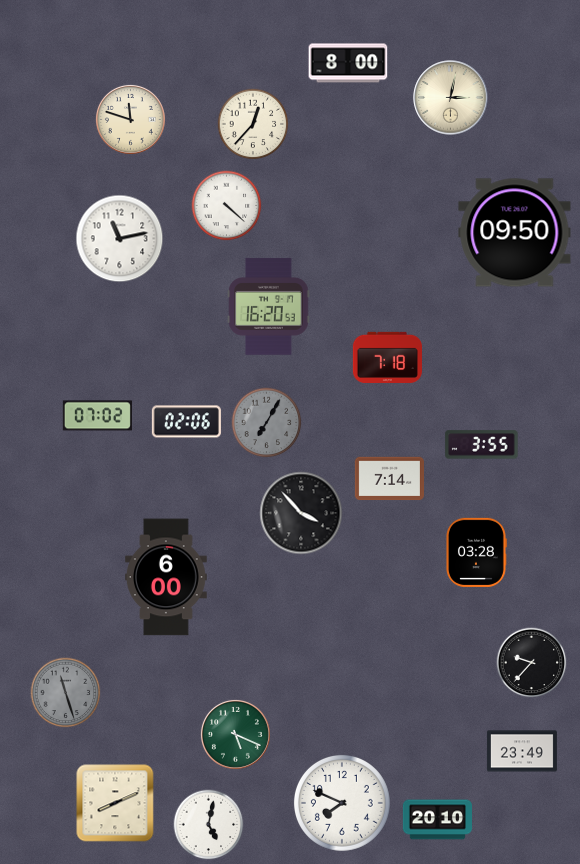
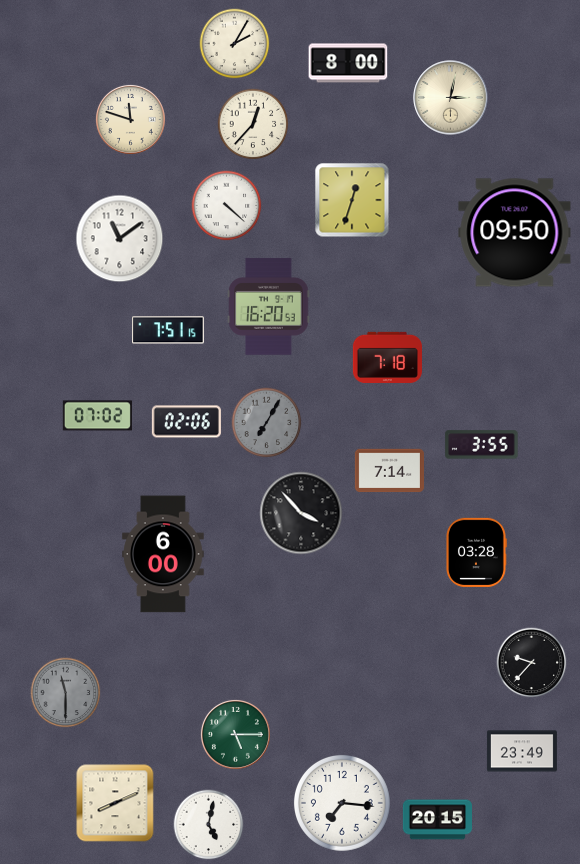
clock at (235, 44): none -> 2:05
clock at (352, 200): none -> 12:33
clock at (120, 239): 11:13 -> 11:09
clock at (168, 330): none -> 7:51
clock at (389, 479) position: (389, 479) -> (389, 471)
clock at (167, 577) position: (167, 577) -> (164, 554)
clock at (66, 693): 11:27 -> 11:30
clock at (235, 734): 5:19 -> 5:15
clock at (342, 803): 7:49 -> 7:16
clock at (437, 820): 20:10 -> 20:15
